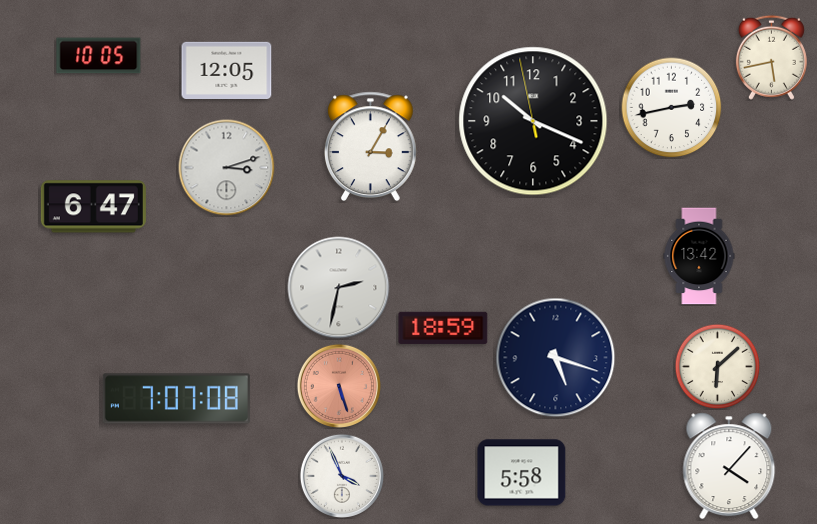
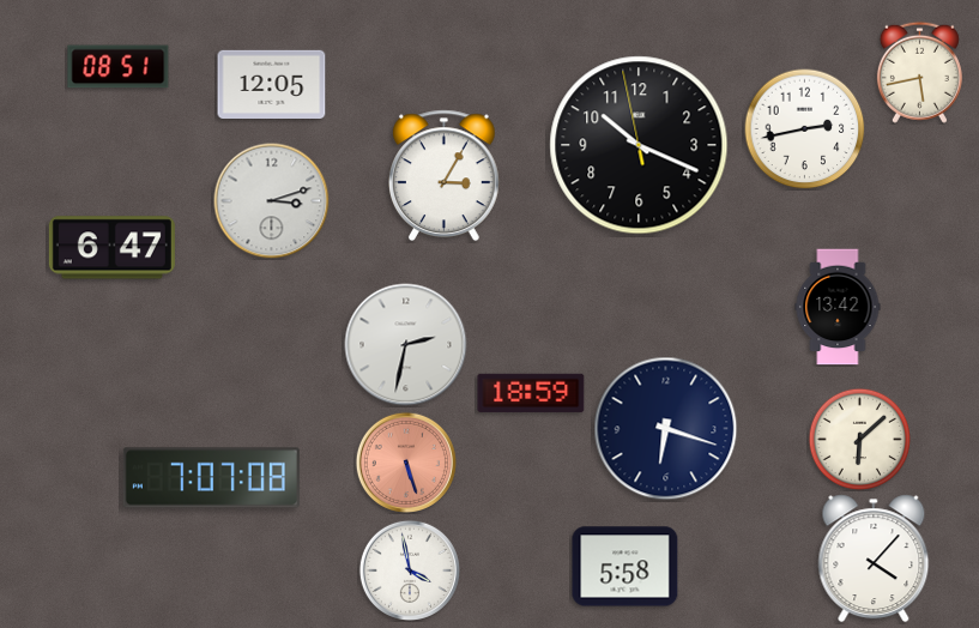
clock at (99, 56): 10:05 -> 08:51
clock at (771, 57) position: (771, 57) -> (919, 72)
clock at (556, 358): 5:18 -> 6:18
clock at (342, 476): 3:56 -> 3:58
